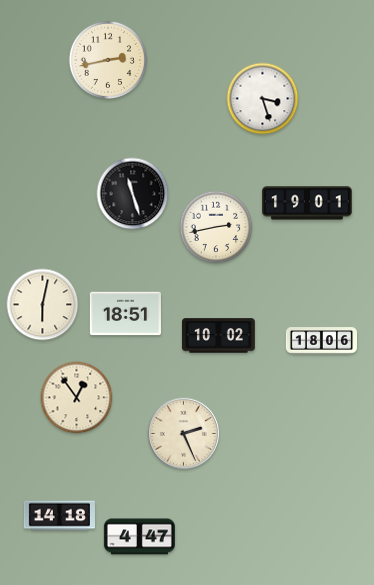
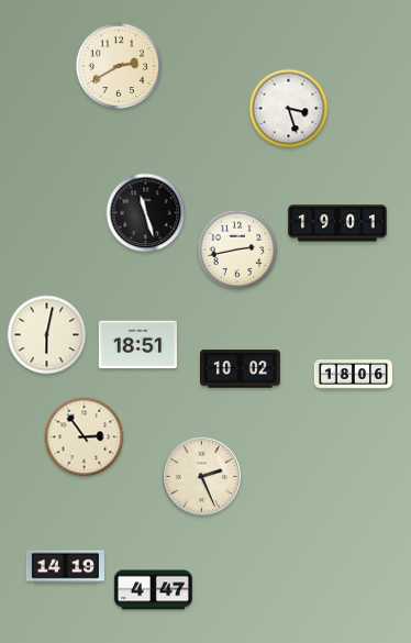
clock at (108, 60): 2:43 -> 2:40
clock at (77, 398): 12:54 -> 2:54
clock at (59, 516): 14:18 -> 14:19
